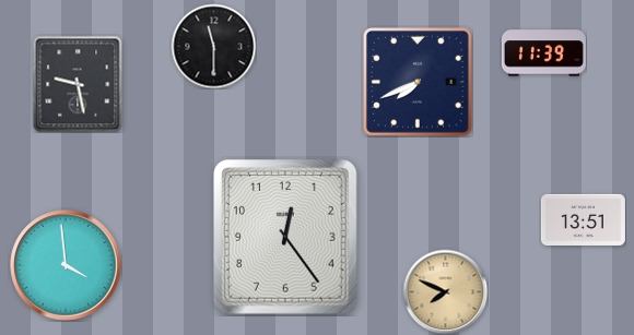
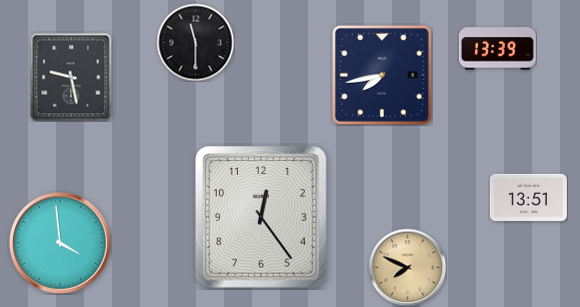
clock at (543, 53): 11:39 -> 13:39
clock at (418, 82): 7:41 -> 7:43
clock at (583, 219) position: (583, 219) -> (528, 197)
